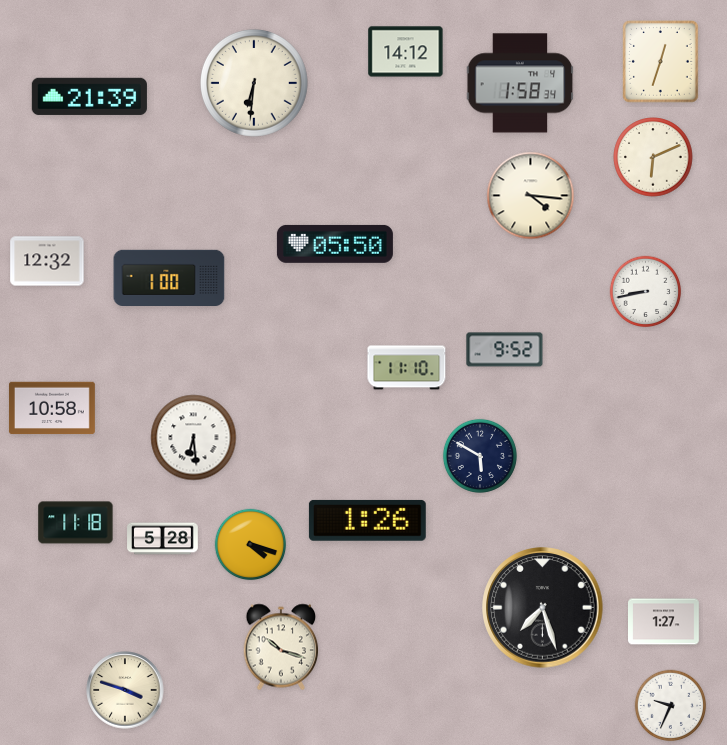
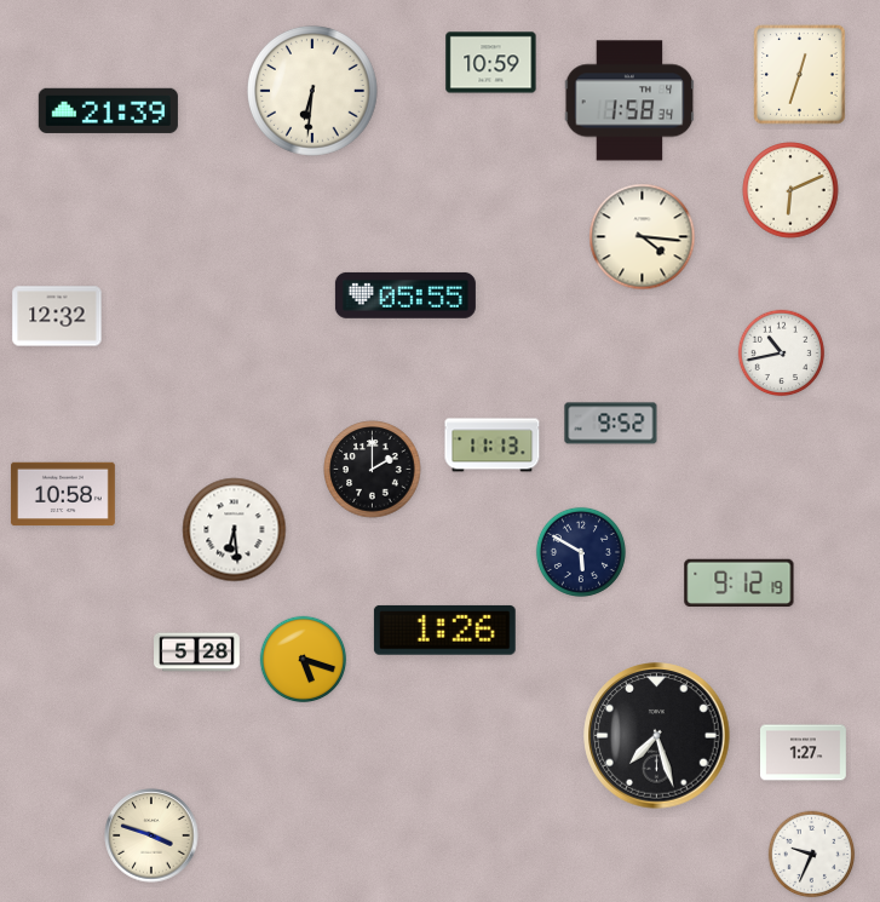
clock at (406, 52): 14:12 -> 10:59
clock at (255, 84) position: (255, 84) -> (314, 92)
clock at (89, 96) position: (89, 96) -> (108, 110)
clock at (335, 244): 05:50 -> 05:55
clock at (169, 277): 1:00 -> none
clock at (646, 292): 8:43 -> 10:43
clock at (407, 368): 11:10 -> 11:13
clock at (373, 470): none -> 2:00
clock at (740, 582): none -> 9:12
clock at (76, 523): 11:18 -> none
clock at (251, 545): 4:18 -> 5:18
clock at (281, 647): 10:18 -> none
